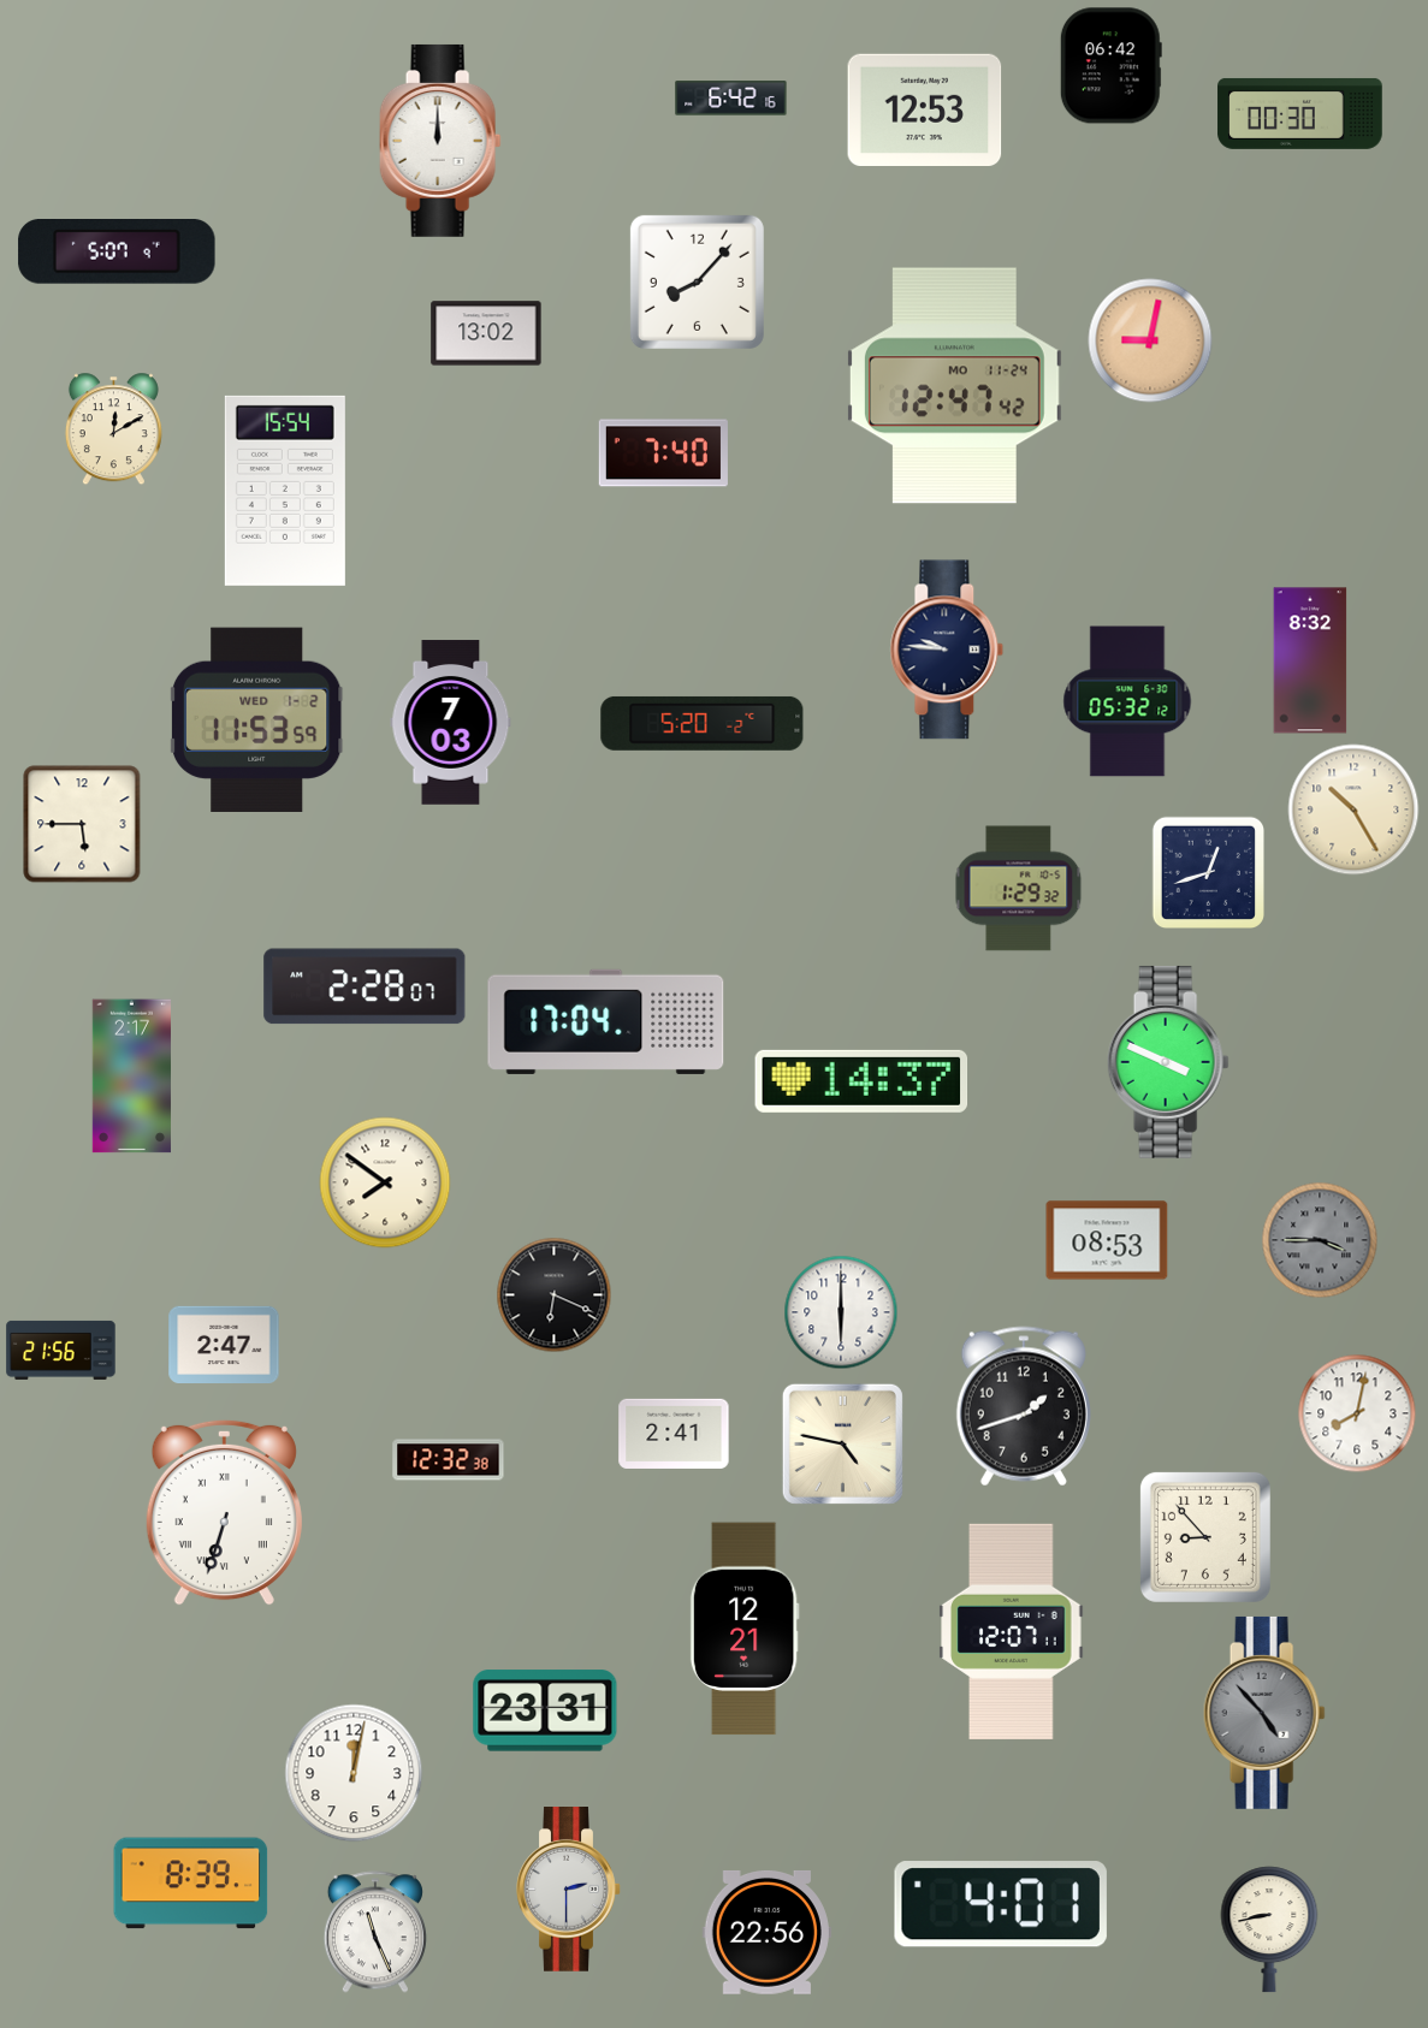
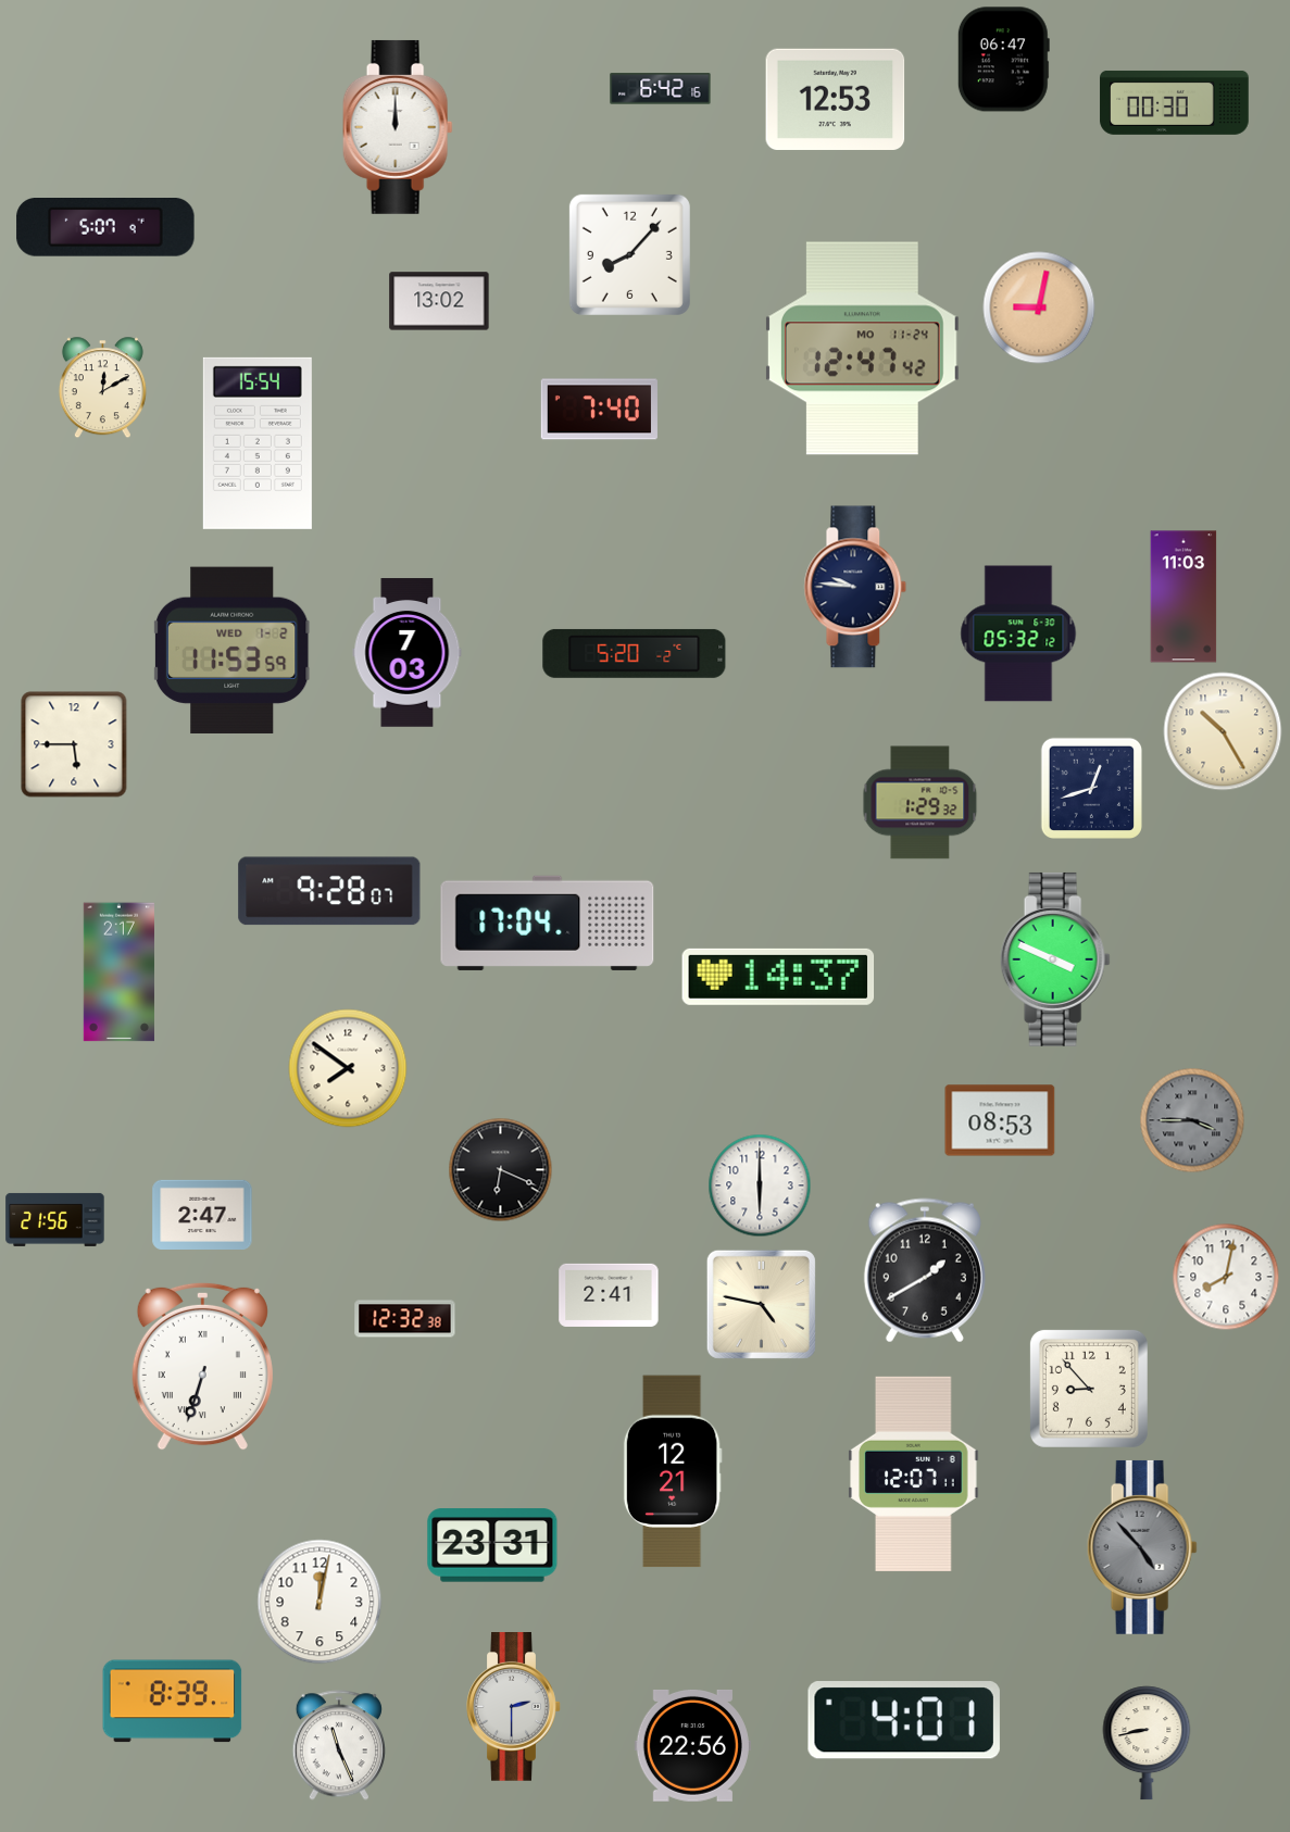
clock at (1110, 66): 06:42 -> 06:47
clock at (1310, 660): 8:32 -> 11:03
clock at (365, 986): 2:28 -> 9:28
clock at (1024, 1406): 1:42 -> 1:40
